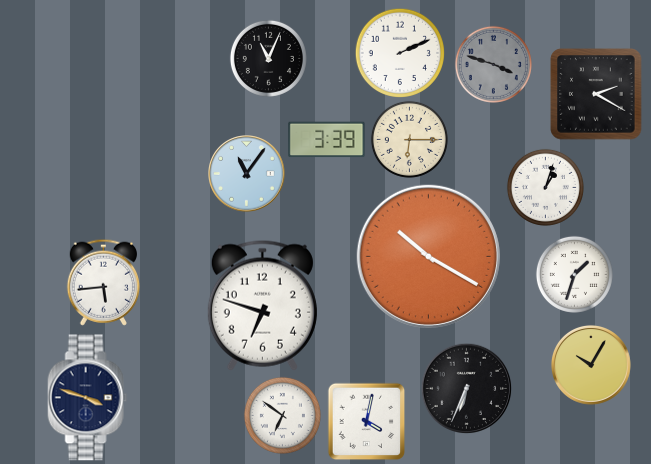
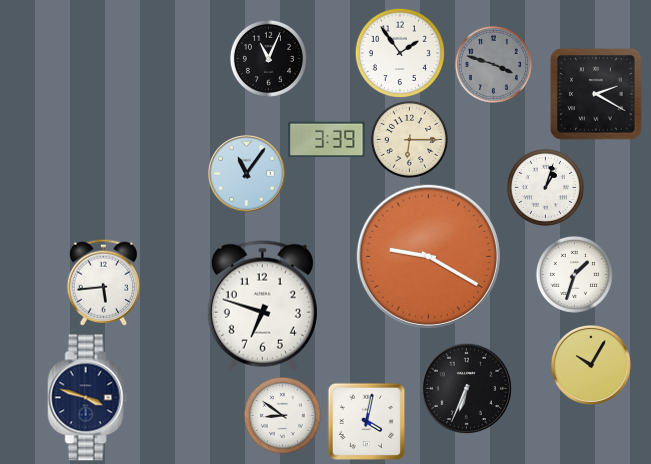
clock at (399, 52): 2:11 -> 1:54
clock at (428, 256): 10:20 -> 9:20
clock at (282, 415): 6:51 -> 8:51
